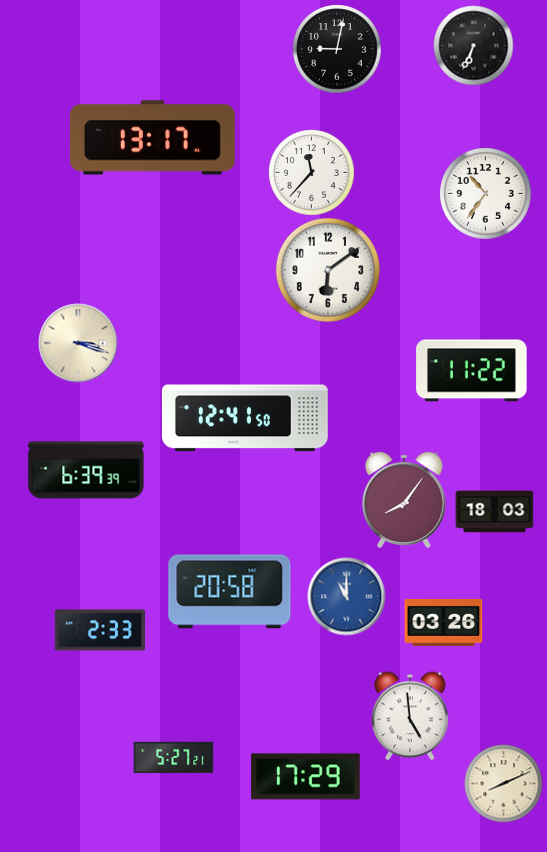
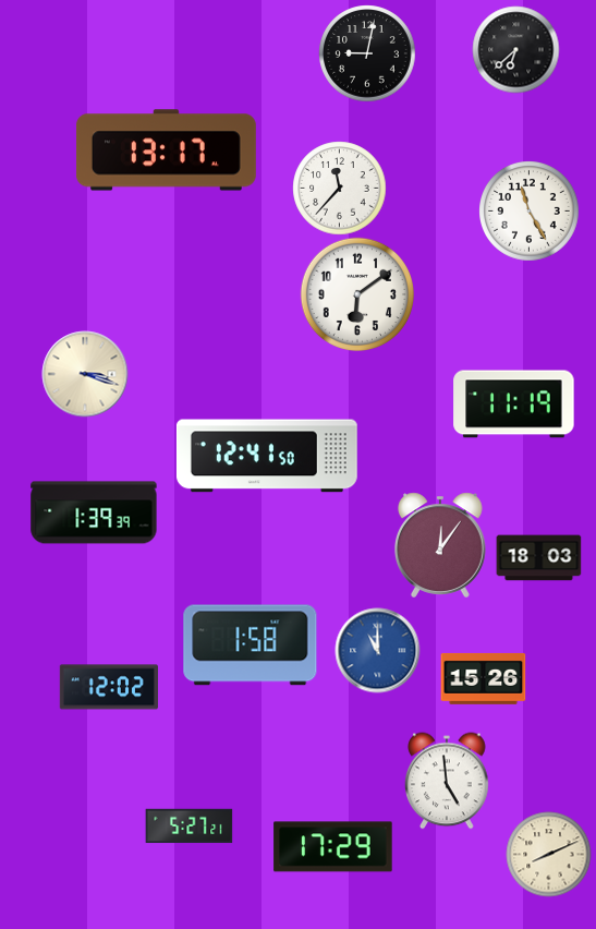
clock at (473, 45): 6:34 -> 6:38
clock at (486, 194): 10:36 -> 11:25
clock at (472, 371): 11:22 -> 11:19
clock at (86, 470): 6:39 -> 1:39
clock at (404, 500): 8:06 -> 12:06
clock at (230, 592): 20:58 -> 1:58
clock at (443, 623): 03:26 -> 15:26
clock at (99, 630): 2:33 -> 12:02
